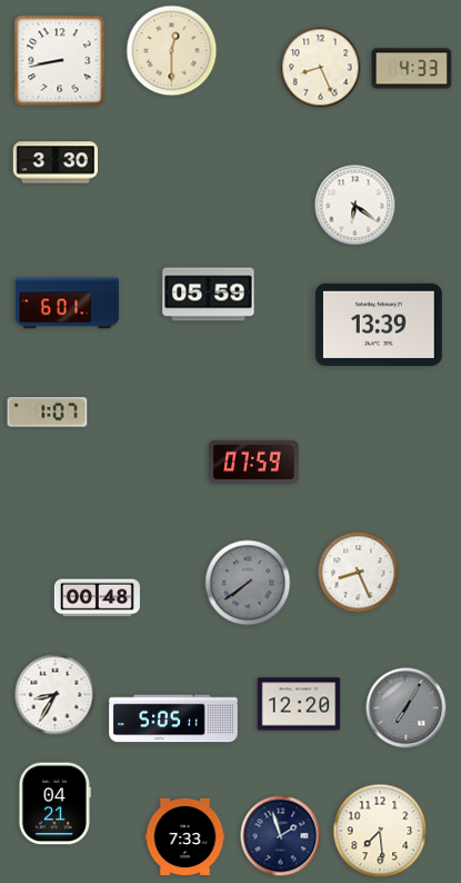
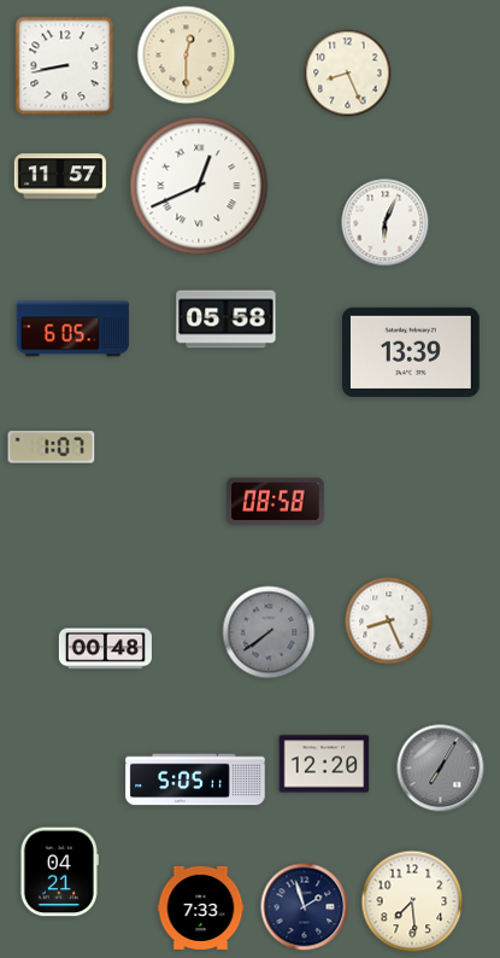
clock at (412, 69): 4:33 -> none
clock at (54, 162): 3:30 -> 11:57
clock at (199, 186): none -> 12:41
clock at (355, 206): 6:21 -> 6:04
clock at (209, 295): 05:59 -> 05:58
clock at (68, 304): 6:01 -> 6:05
clock at (254, 462): 07:59 -> 08:58
clock at (56, 695): 8:35 -> none
clock at (173, 718) position: (173, 718) -> (195, 779)
